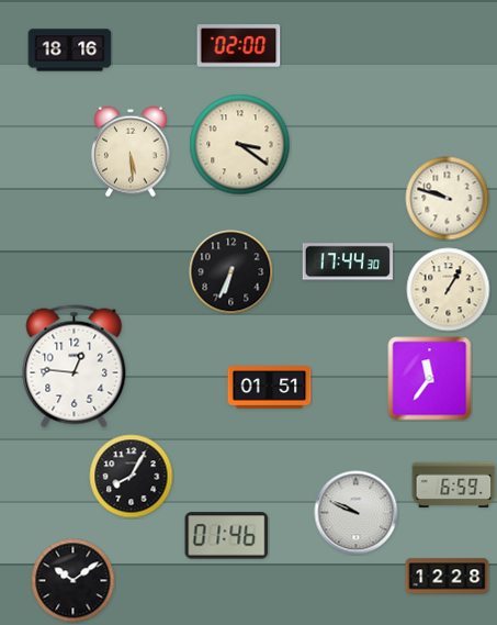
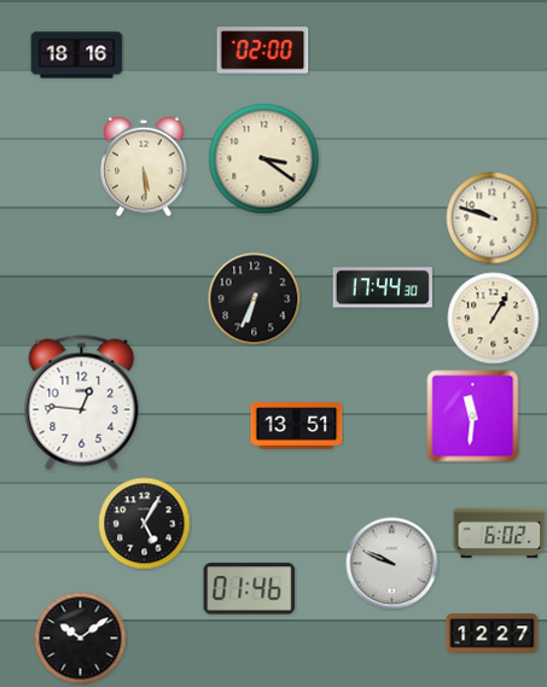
clock at (430, 379): 11:36 -> 11:31
clock at (270, 388): 01:51 -> 13:51
clock at (132, 477): 8:05 -> 5:05
clock at (454, 486): 6:59 -> 6:02
clock at (448, 577): 12:28 -> 12:27
